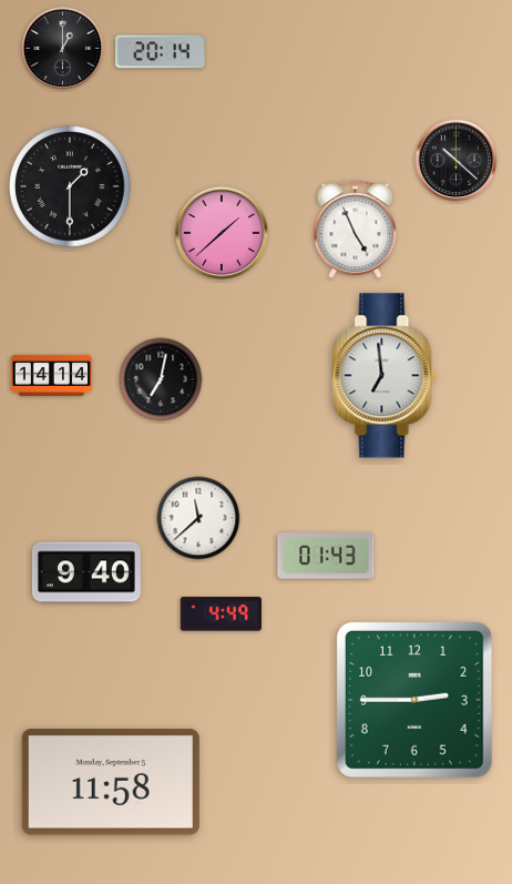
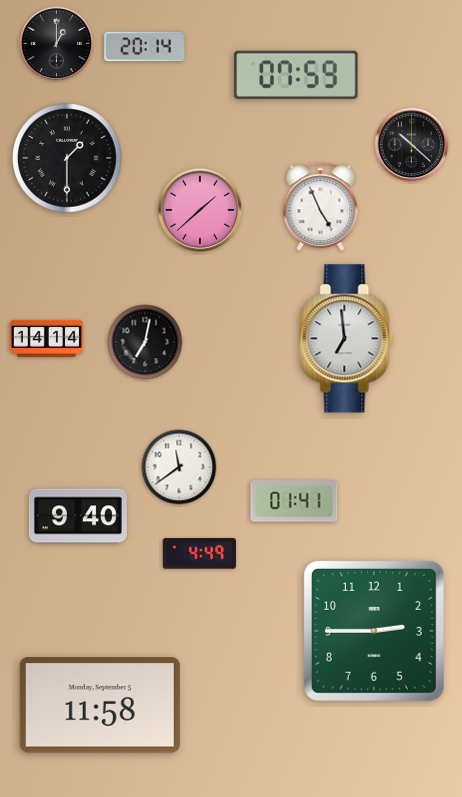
clock at (296, 75): none -> 07:59
clock at (70, 186) position: (70, 186) -> (67, 158)
clock at (198, 518): 11:38 -> 11:39
clock at (326, 556): 01:43 -> 01:41
